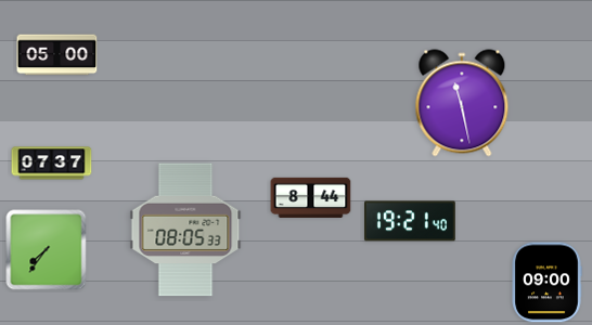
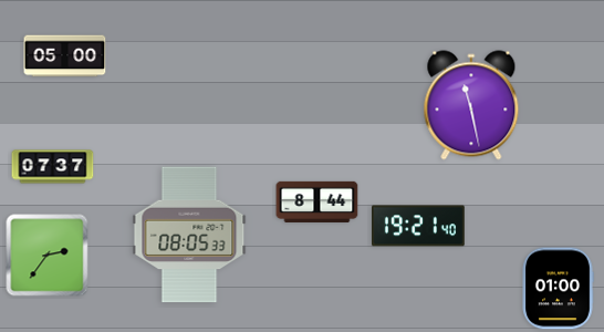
clock at (57, 55) position: (57, 55) -> (65, 56)
clock at (47, 250): 7:36 -> 2:36
clock at (546, 283): 09:00 -> 01:00
